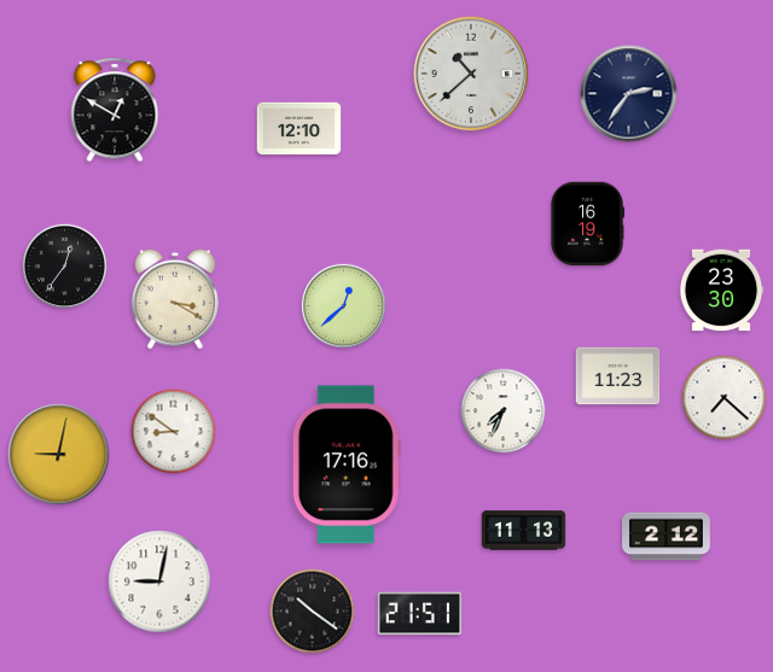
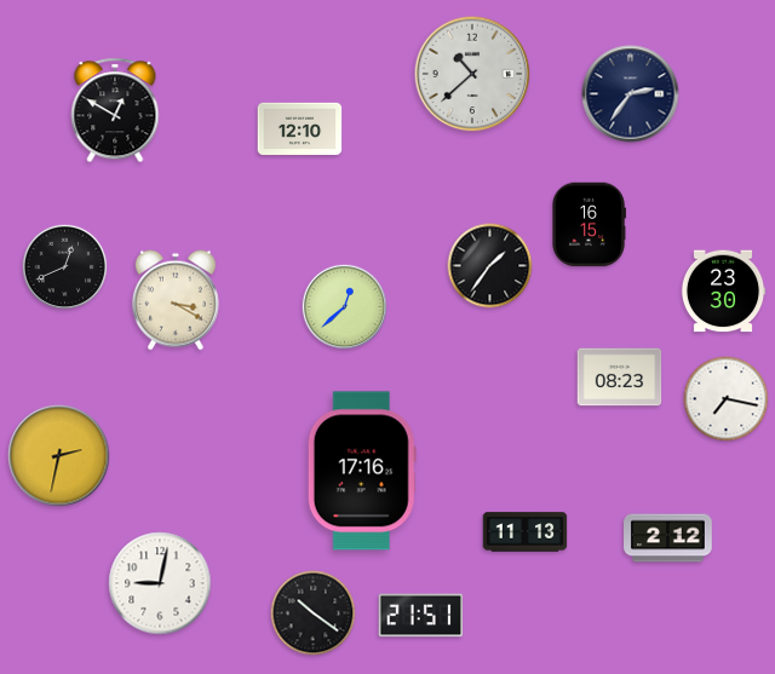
clock at (588, 224): 16:19 -> 16:15
clock at (490, 266): none -> 1:36
clock at (65, 267): 12:36 -> 12:41
clock at (618, 376): 11:23 -> 08:23
clock at (725, 398): 7:22 -> 7:17
clock at (504, 411): 7:34 -> none
clock at (174, 432): 8:51 -> none
clock at (59, 455): 9:02 -> 2:32
clock at (347, 464) position: (347, 464) -> (362, 471)
